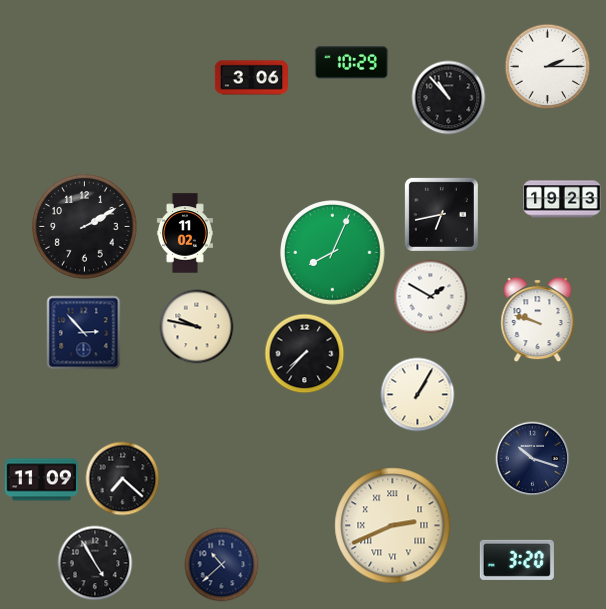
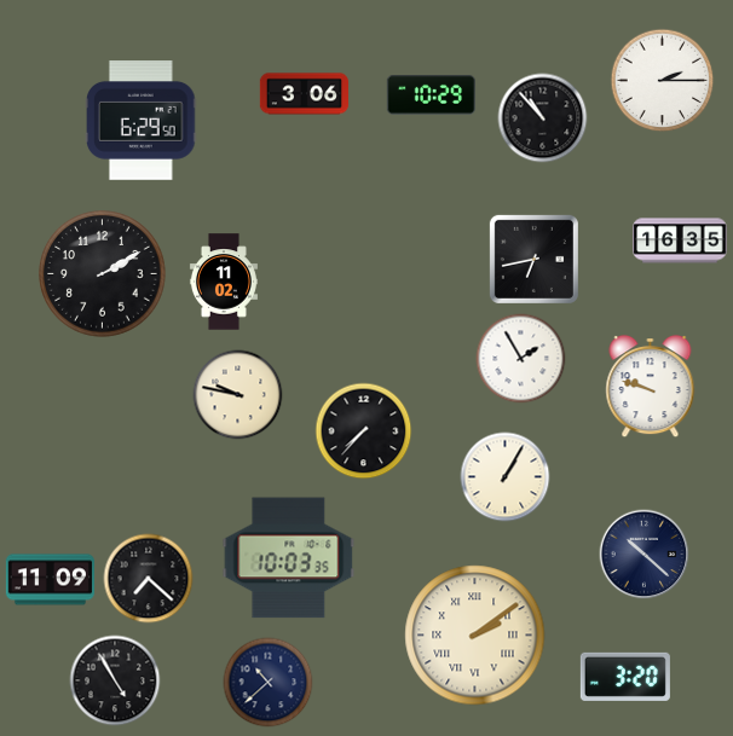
clock at (351, 63) position: (351, 63) -> (431, 95)
clock at (142, 121): none -> 6:29
clock at (562, 199): 19:23 -> 16:35
clock at (333, 253): 8:04 -> none
clock at (431, 297): 1:50 -> 1:55
clock at (84, 333): 2:53 -> none
clock at (305, 354) position: (305, 354) -> (364, 431)
clock at (533, 459): 10:18 -> 10:22
clock at (289, 558): none -> 10:03
clock at (393, 526): 2:41 -> 2:09
